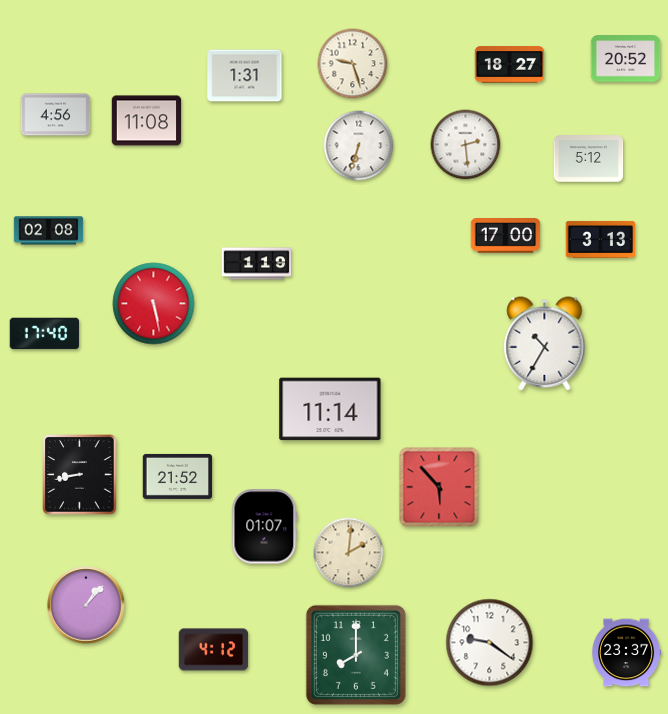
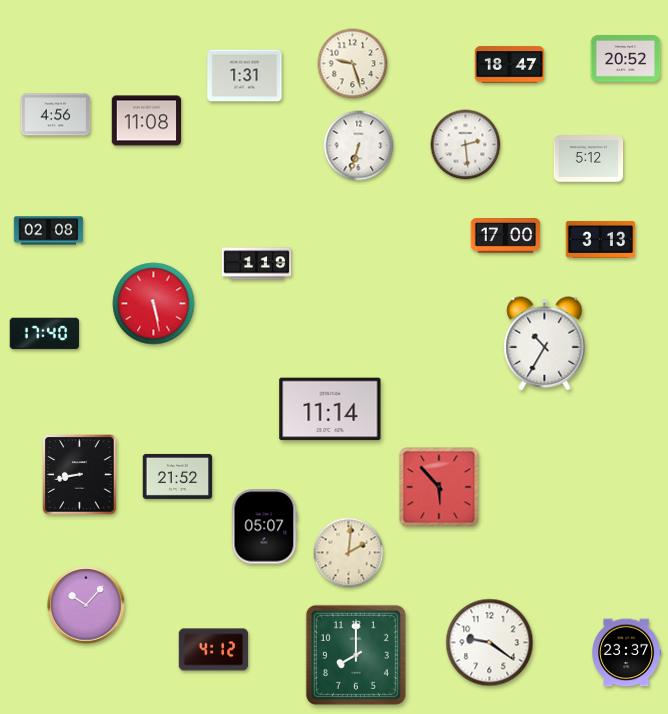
clock at (510, 65): 18:27 -> 18:47
clock at (265, 527): 01:07 -> 05:07
clock at (86, 605): 1:07 -> 10:07
